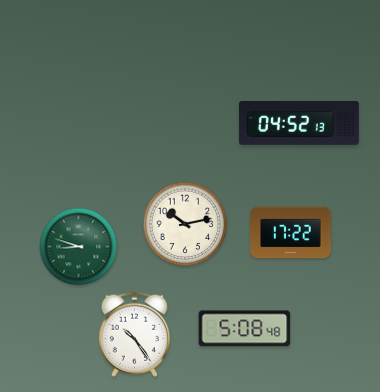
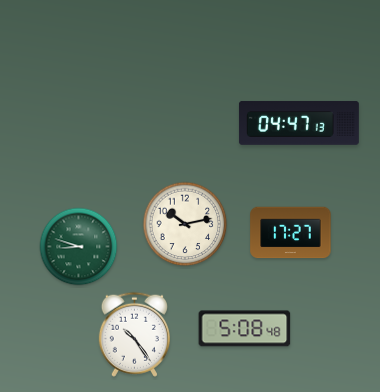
clock at (299, 123): 04:52 -> 04:47
clock at (291, 233): 17:22 -> 17:27
